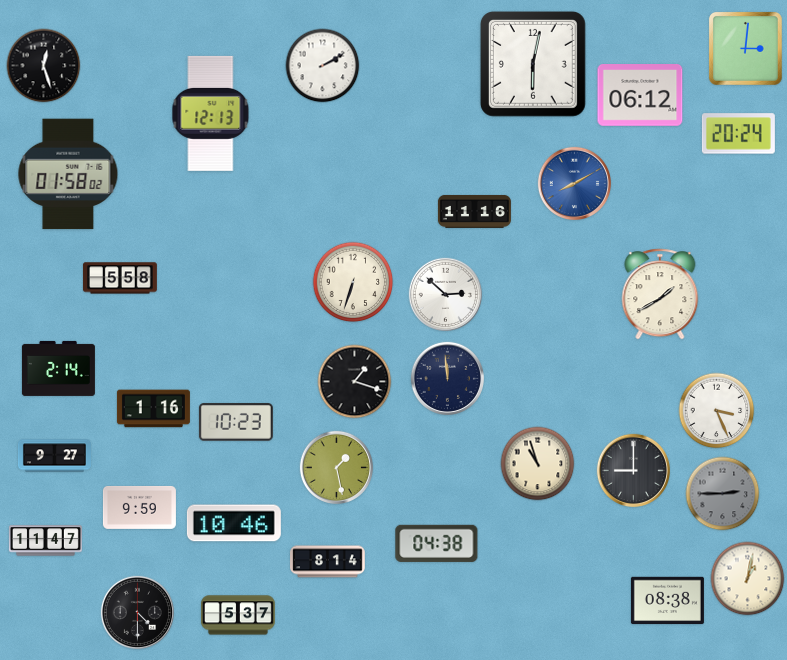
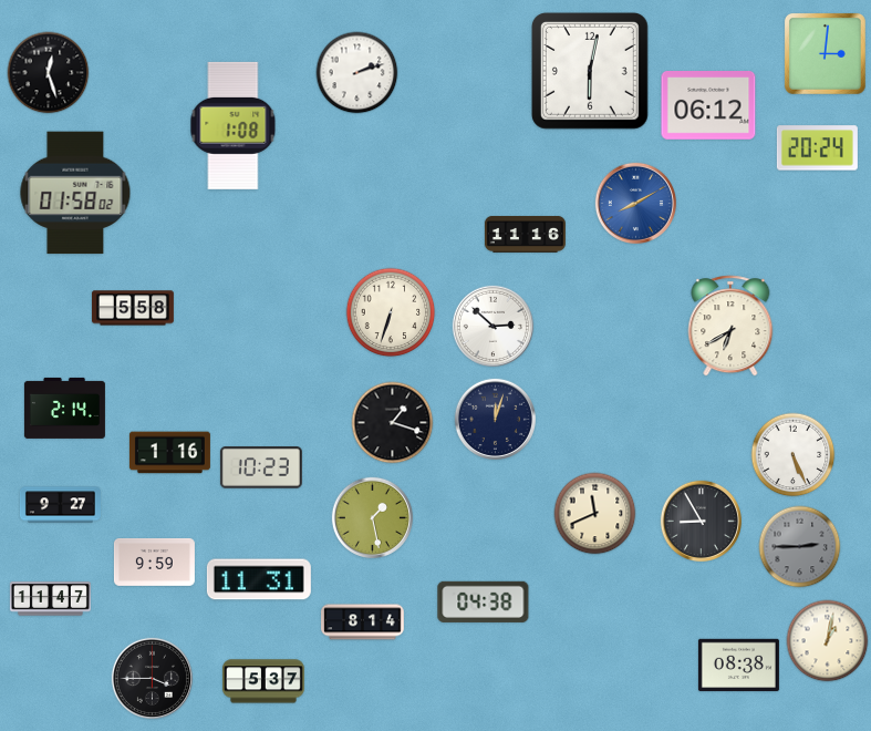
clock at (323, 66): 2:10 -> 2:12
clock at (211, 113): 12:13 -> 1:08
clock at (660, 294): 1:40 -> 6:40
clock at (447, 378): 11:59 -> 12:03
clock at (717, 411): 3:26 -> 5:26
clock at (538, 464): 10:57 -> 11:41
clock at (633, 470): 9:00 -> 8:55
clock at (234, 523): 10:46 -> 11:31
clock at (137, 612): 4:30 -> 3:45
